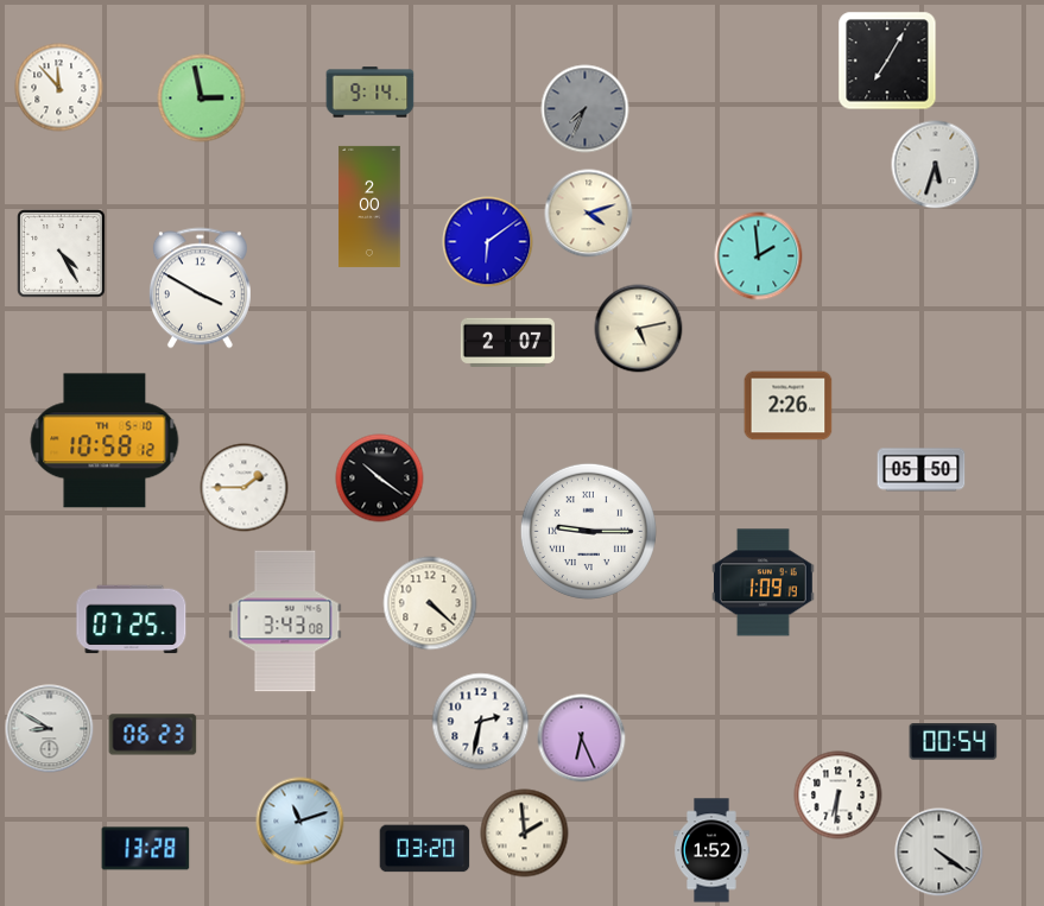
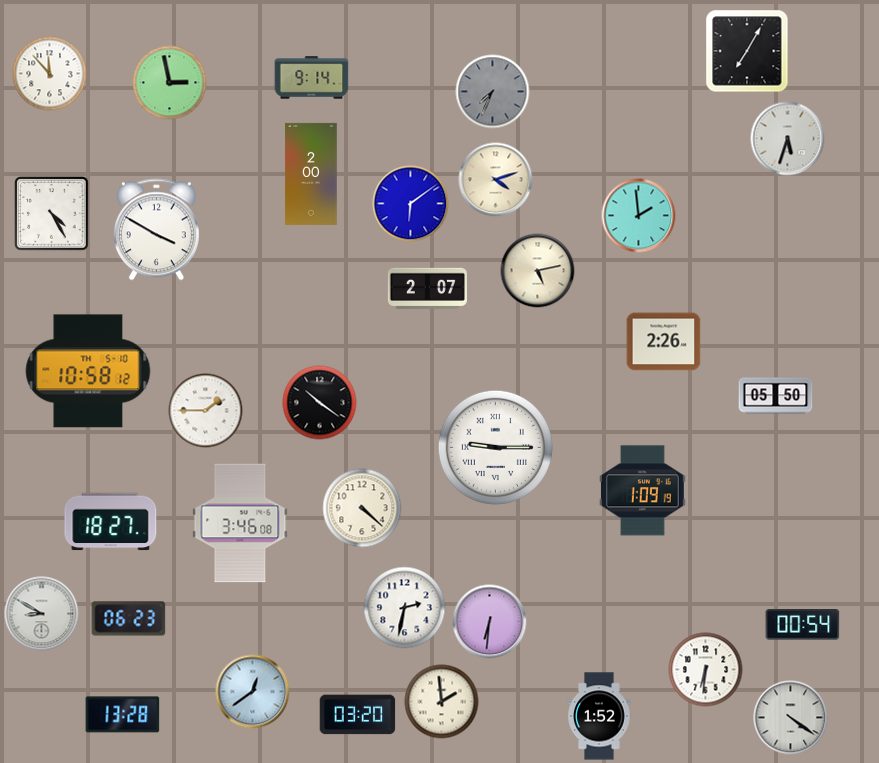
clock at (200, 289) position: (200, 289) -> (156, 230)
clock at (639, 329) position: (639, 329) -> (538, 271)
clock at (132, 620): 07:25 -> 18:27
clock at (285, 621): 3:43 -> 3:46
clock at (582, 739): 6:26 -> 6:31
clock at (300, 822): 11:12 -> 12:39
